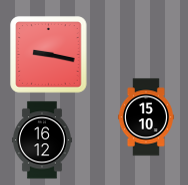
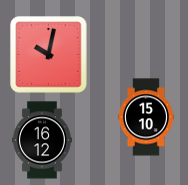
clock at (49, 55): 9:17 -> 10:02
